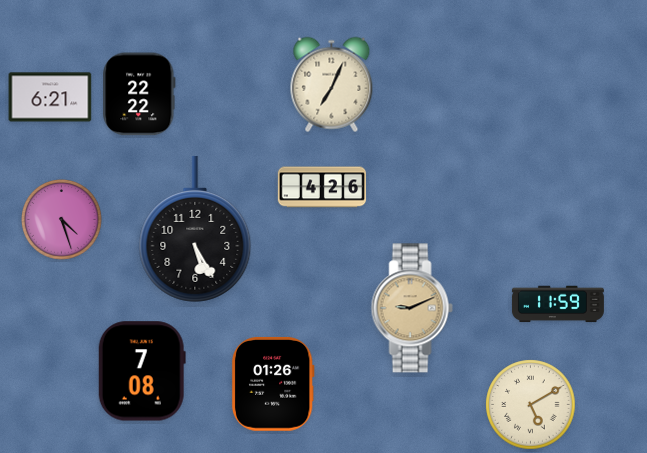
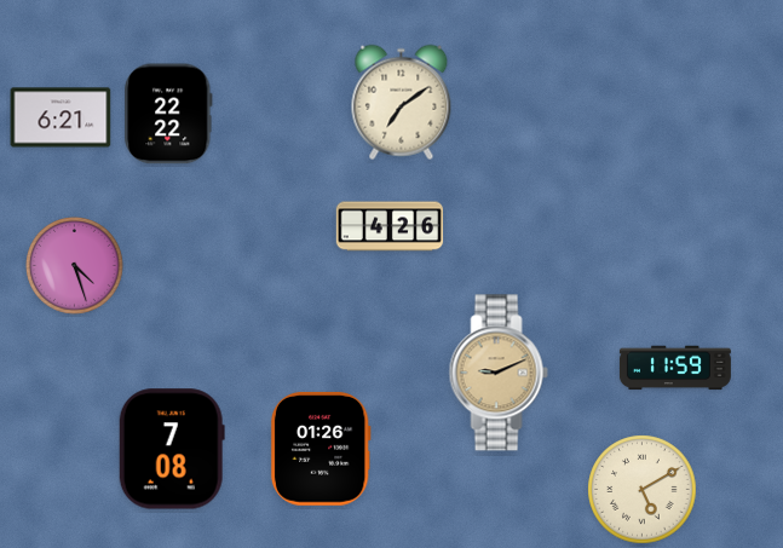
clock at (332, 85): 7:04 -> 7:09
clock at (195, 229): 5:25 -> none
clock at (273, 384) position: (273, 384) -> (321, 449)
